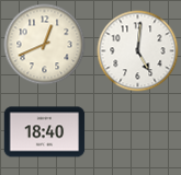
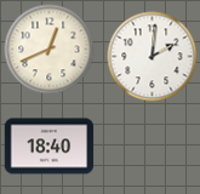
clock at (138, 51): 5:01 -> 2:01
